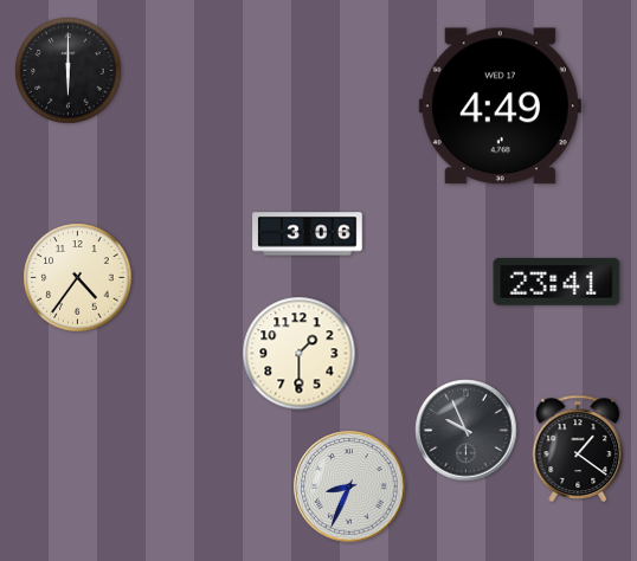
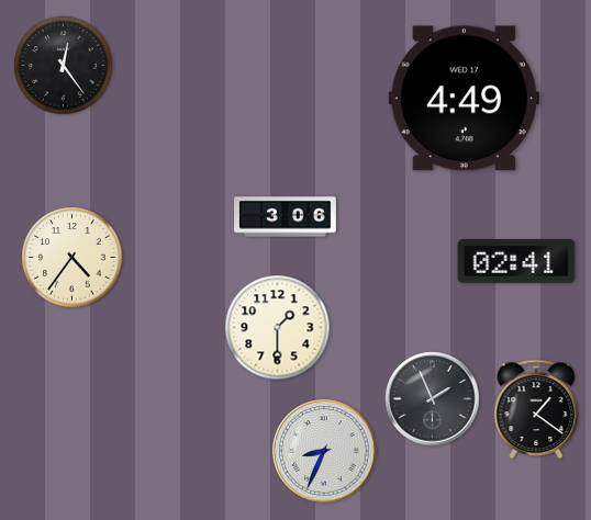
clock at (69, 71): 6:00 -> 12:24
clock at (556, 282): 23:41 -> 02:41
clock at (467, 431): 9:56 -> 1:56
clock at (578, 449) position: (578, 449) -> (536, 409)
